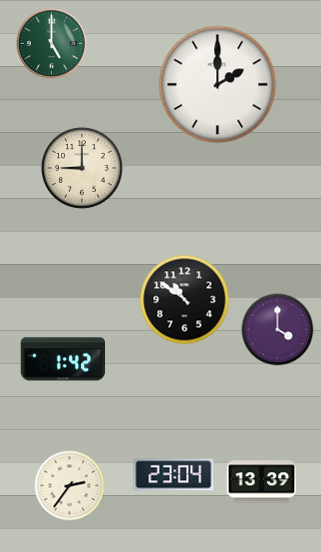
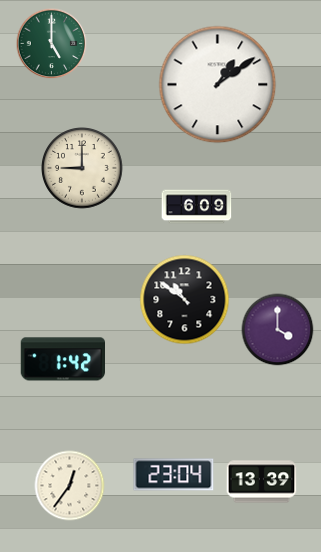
clock at (218, 85): 2:00 -> 1:09
clock at (197, 207): none -> 6:09
clock at (70, 486): 2:36 -> 12:36
